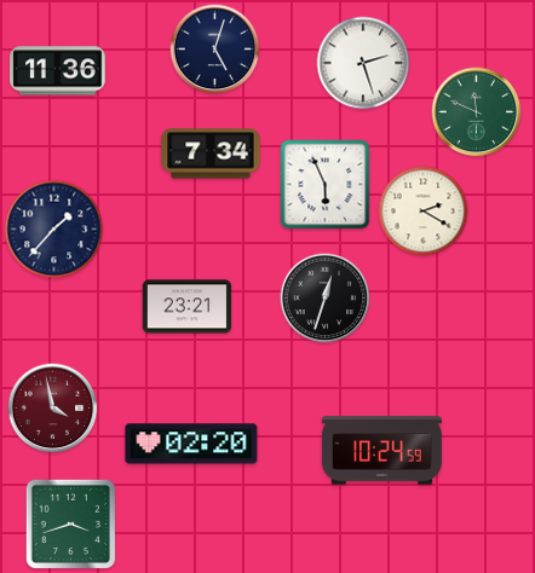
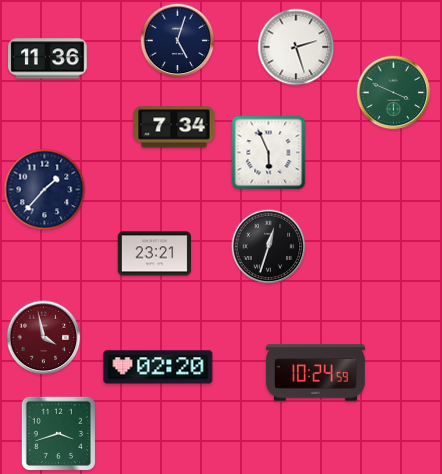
clock at (363, 63) position: (363, 63) -> (296, 47)
clock at (477, 112): 11:49 -> 3:49
clock at (424, 212): 2:20 -> none
